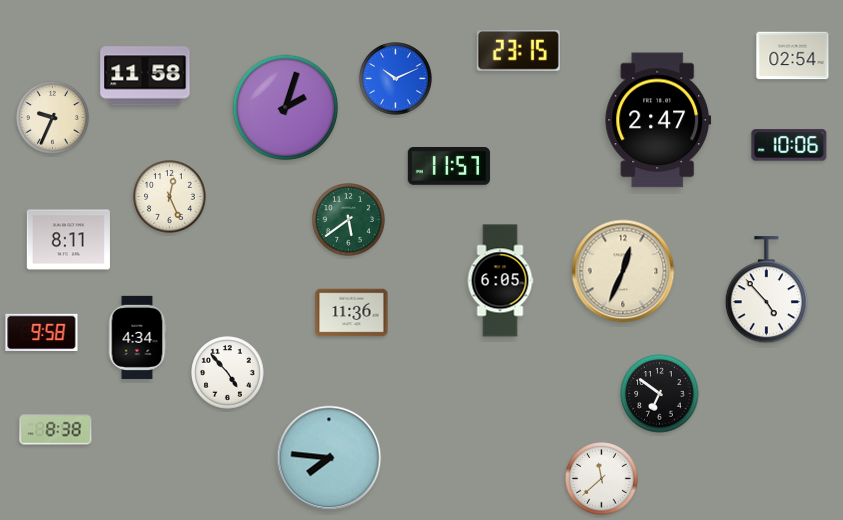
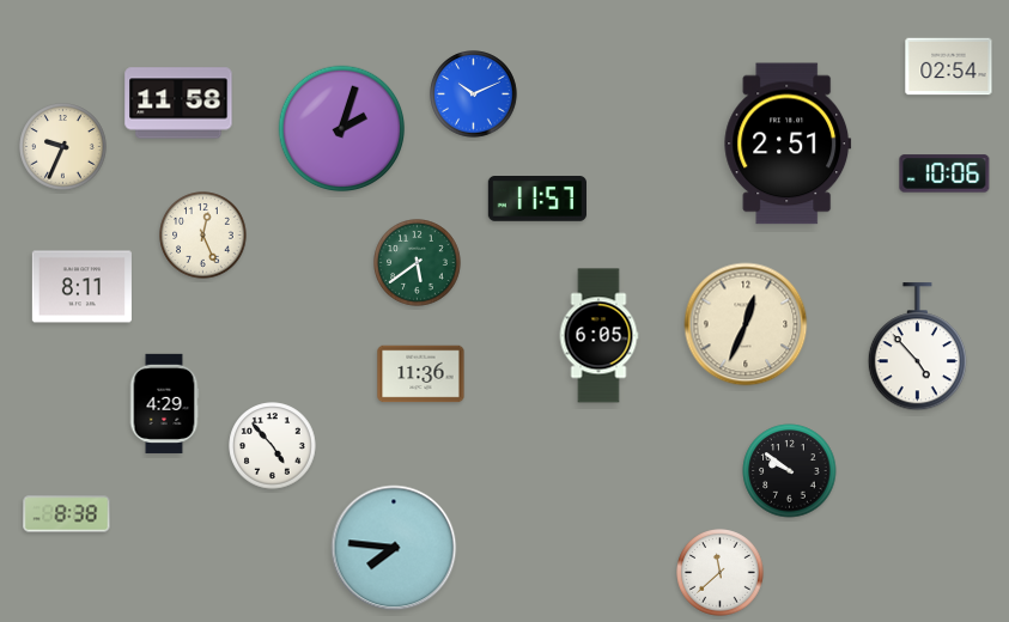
clock at (518, 50): 23:15 -> none
clock at (145, 76) position: (145, 76) -> (178, 103)
clock at (53, 118) position: (53, 118) -> (63, 147)
clock at (658, 120): 2:47 -> 2:51
clock at (42, 333): 9:58 -> none
clock at (137, 337): 4:34 -> 4:29
clock at (660, 394): 6:51 -> 9:51
